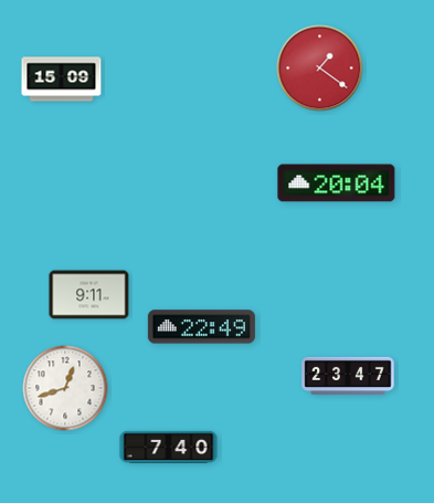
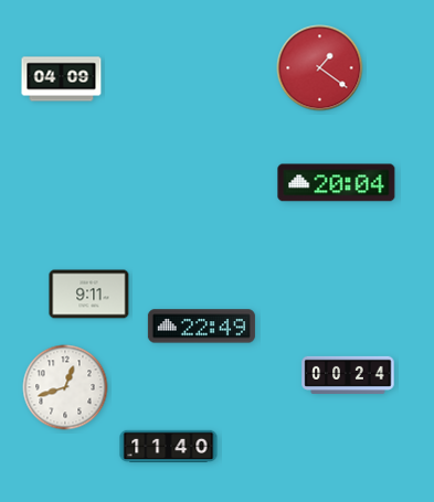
clock at (62, 80): 15:09 -> 04:09
clock at (348, 375): 23:47 -> 00:24
clock at (169, 448): 7:40 -> 11:40
